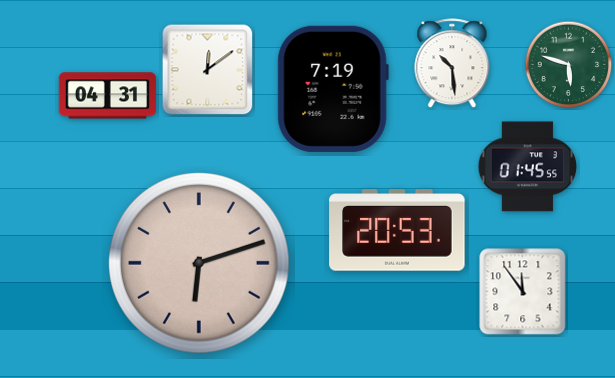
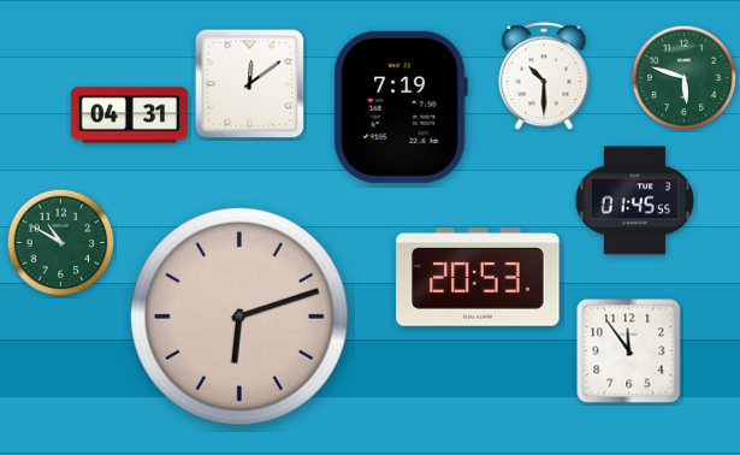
clock at (452, 64): 10:29 -> 10:30
clock at (61, 243): none -> 10:50
